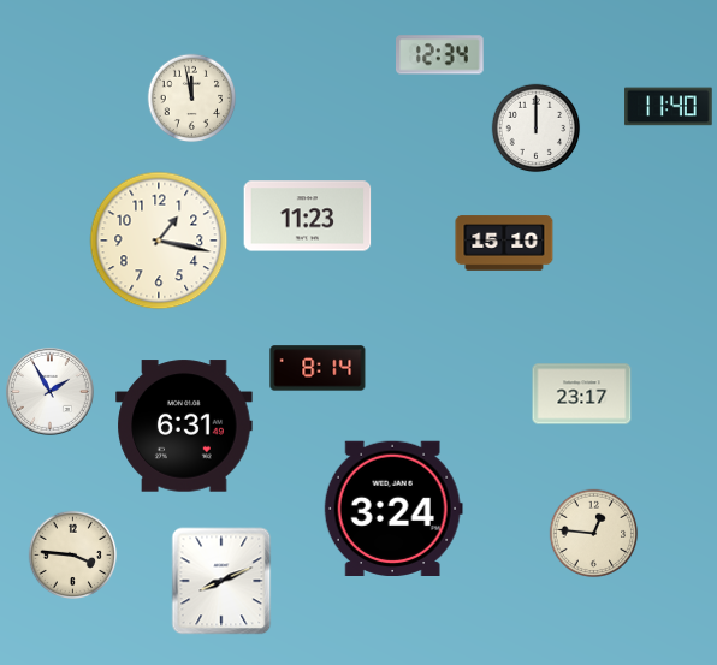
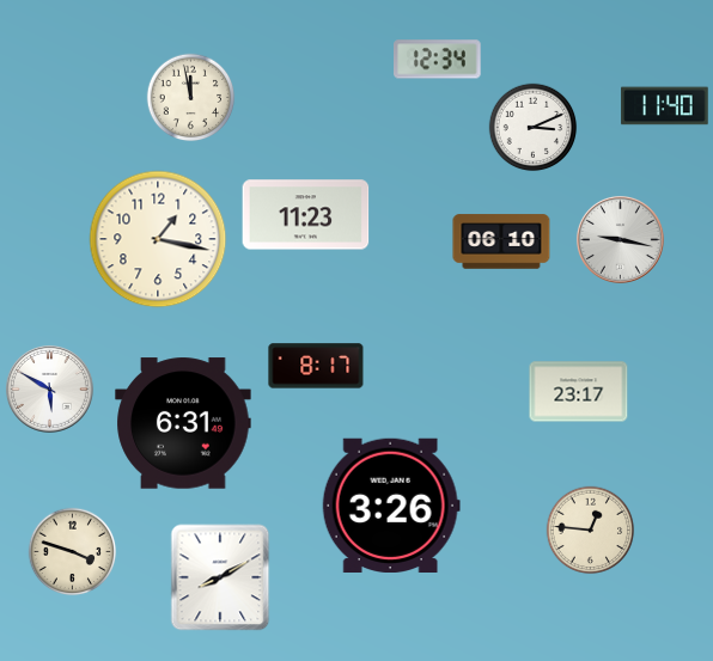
clock at (440, 55) position: (440, 55) -> (438, 60)
clock at (537, 129): 12:00 -> 3:11
clock at (620, 239): none -> 9:17
clock at (504, 243): 15:10 -> 06:10
clock at (318, 368): 8:14 -> 8:17
clock at (49, 391): 1:55 -> 5:50
clock at (393, 507): 3:24 -> 3:26
clock at (73, 556): 3:46 -> 3:48
clock at (221, 581): 8:11 -> 8:10
